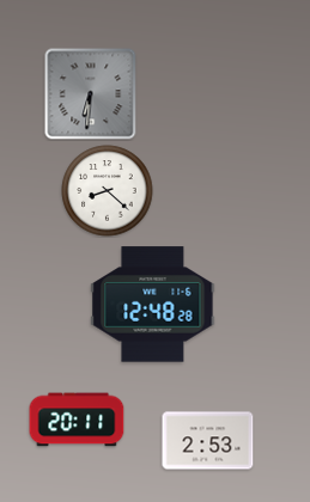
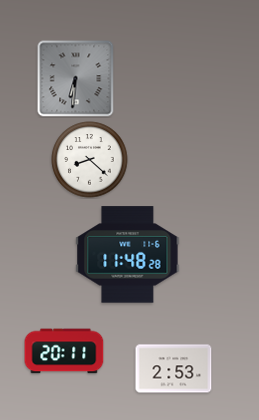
clock at (153, 305): 12:48 -> 11:48
